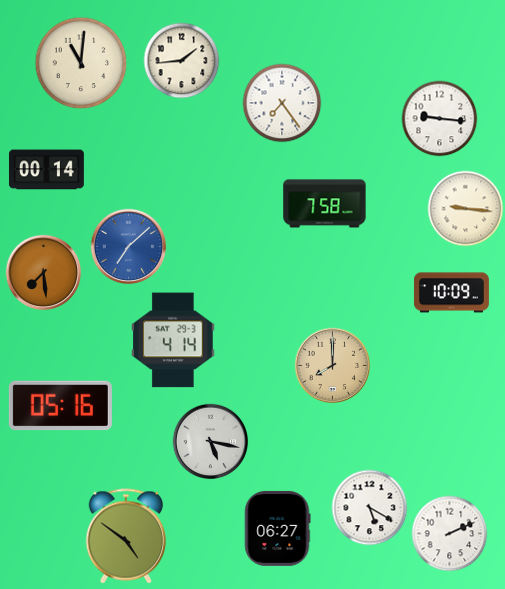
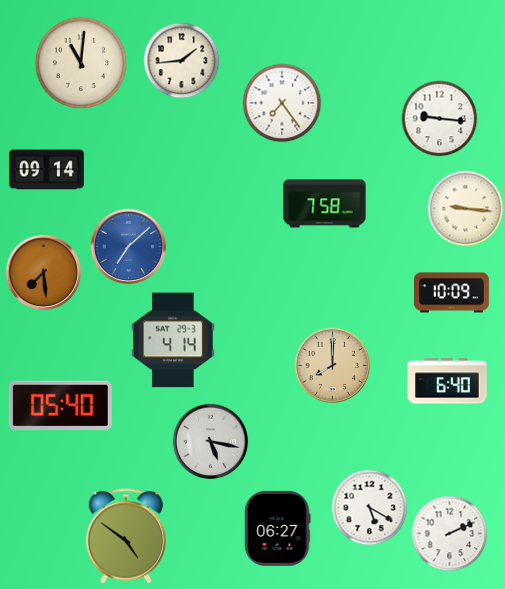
clock at (46, 170): 00:14 -> 09:14
clock at (447, 381): none -> 6:40
clock at (60, 406): 05:16 -> 05:40
